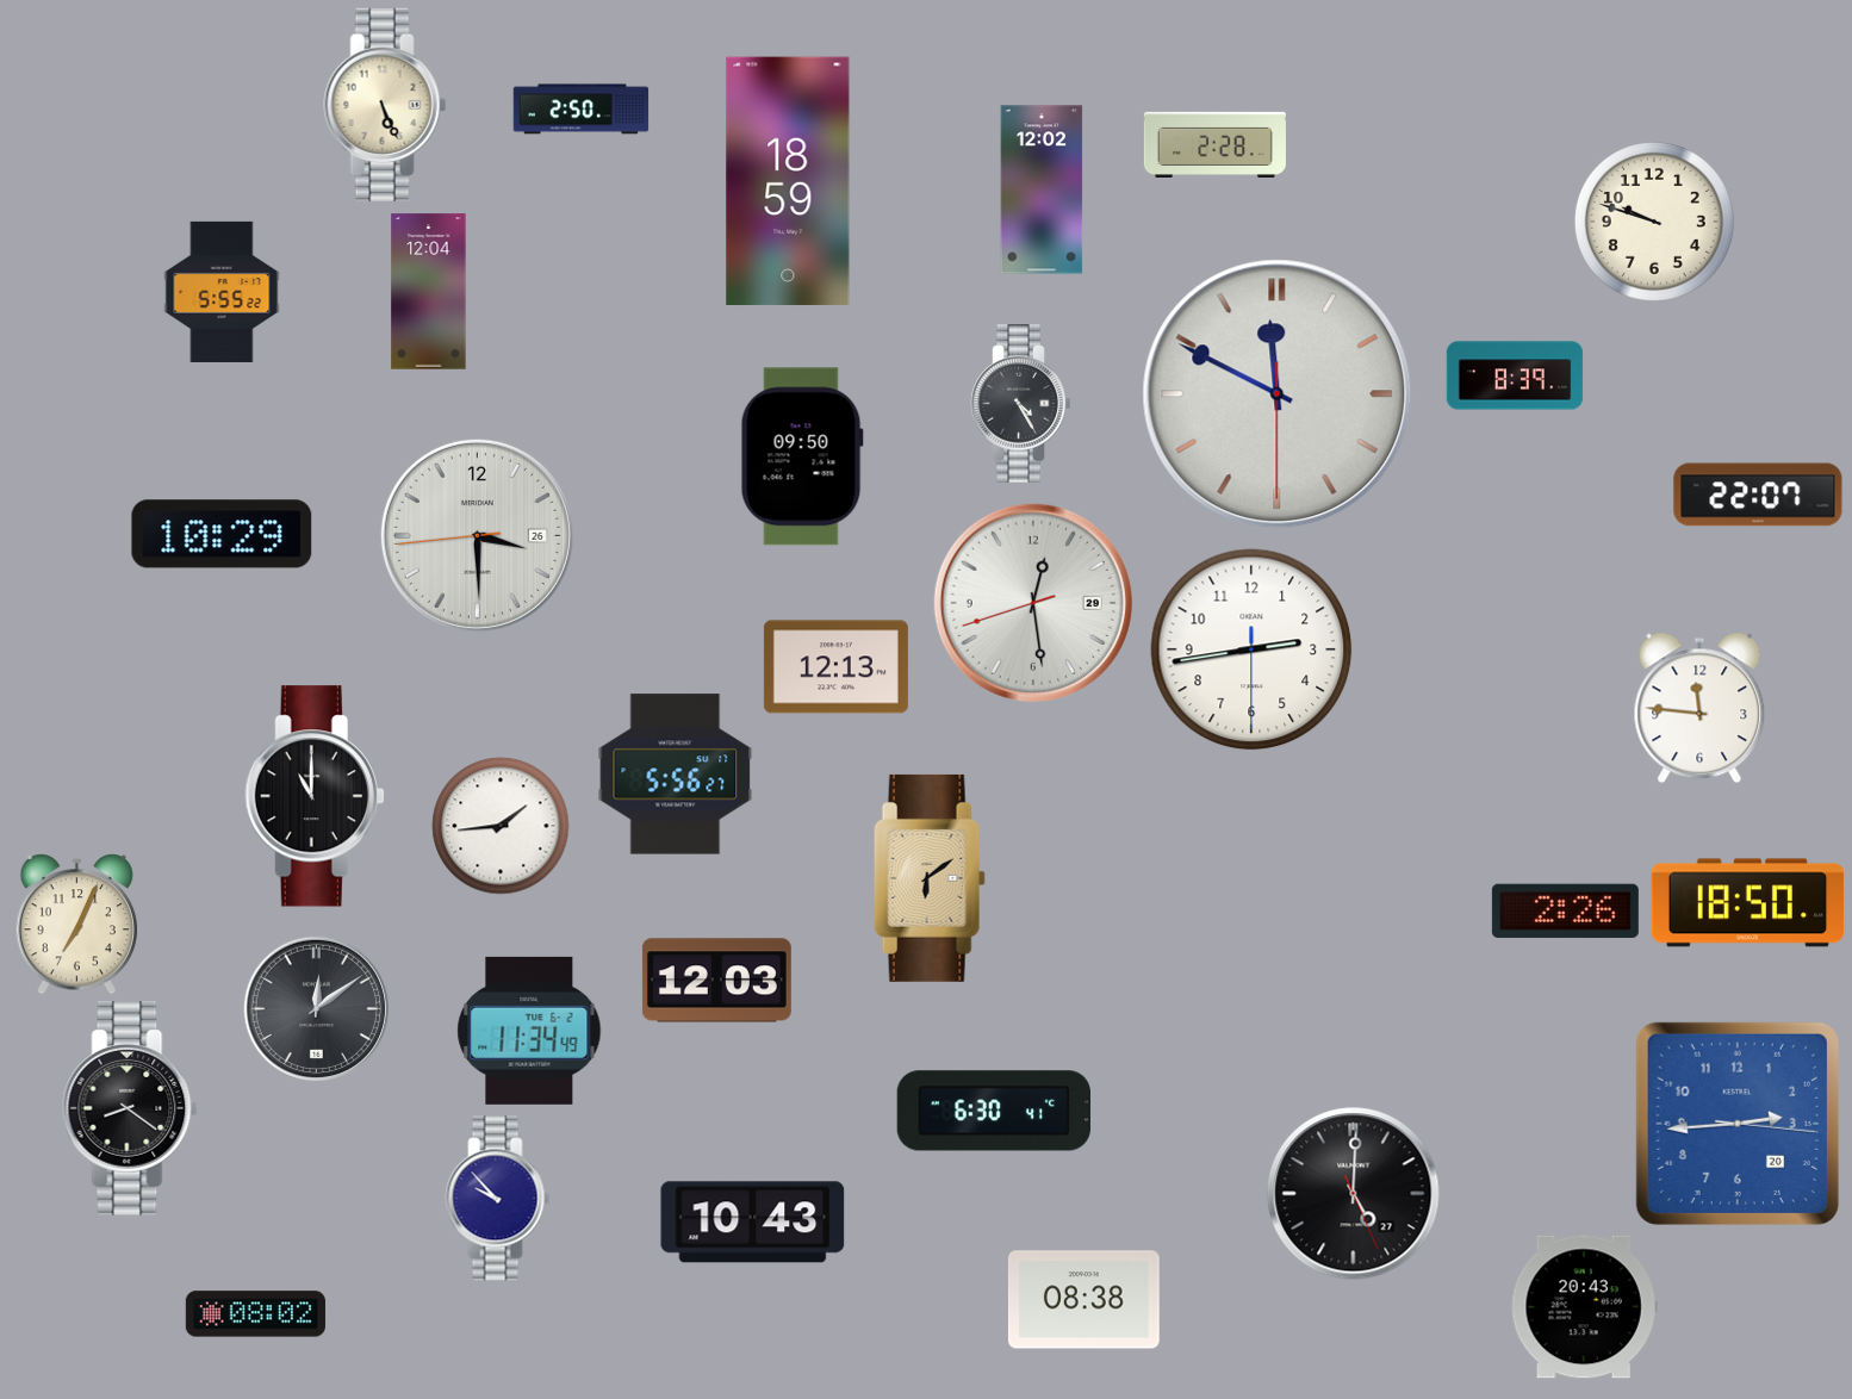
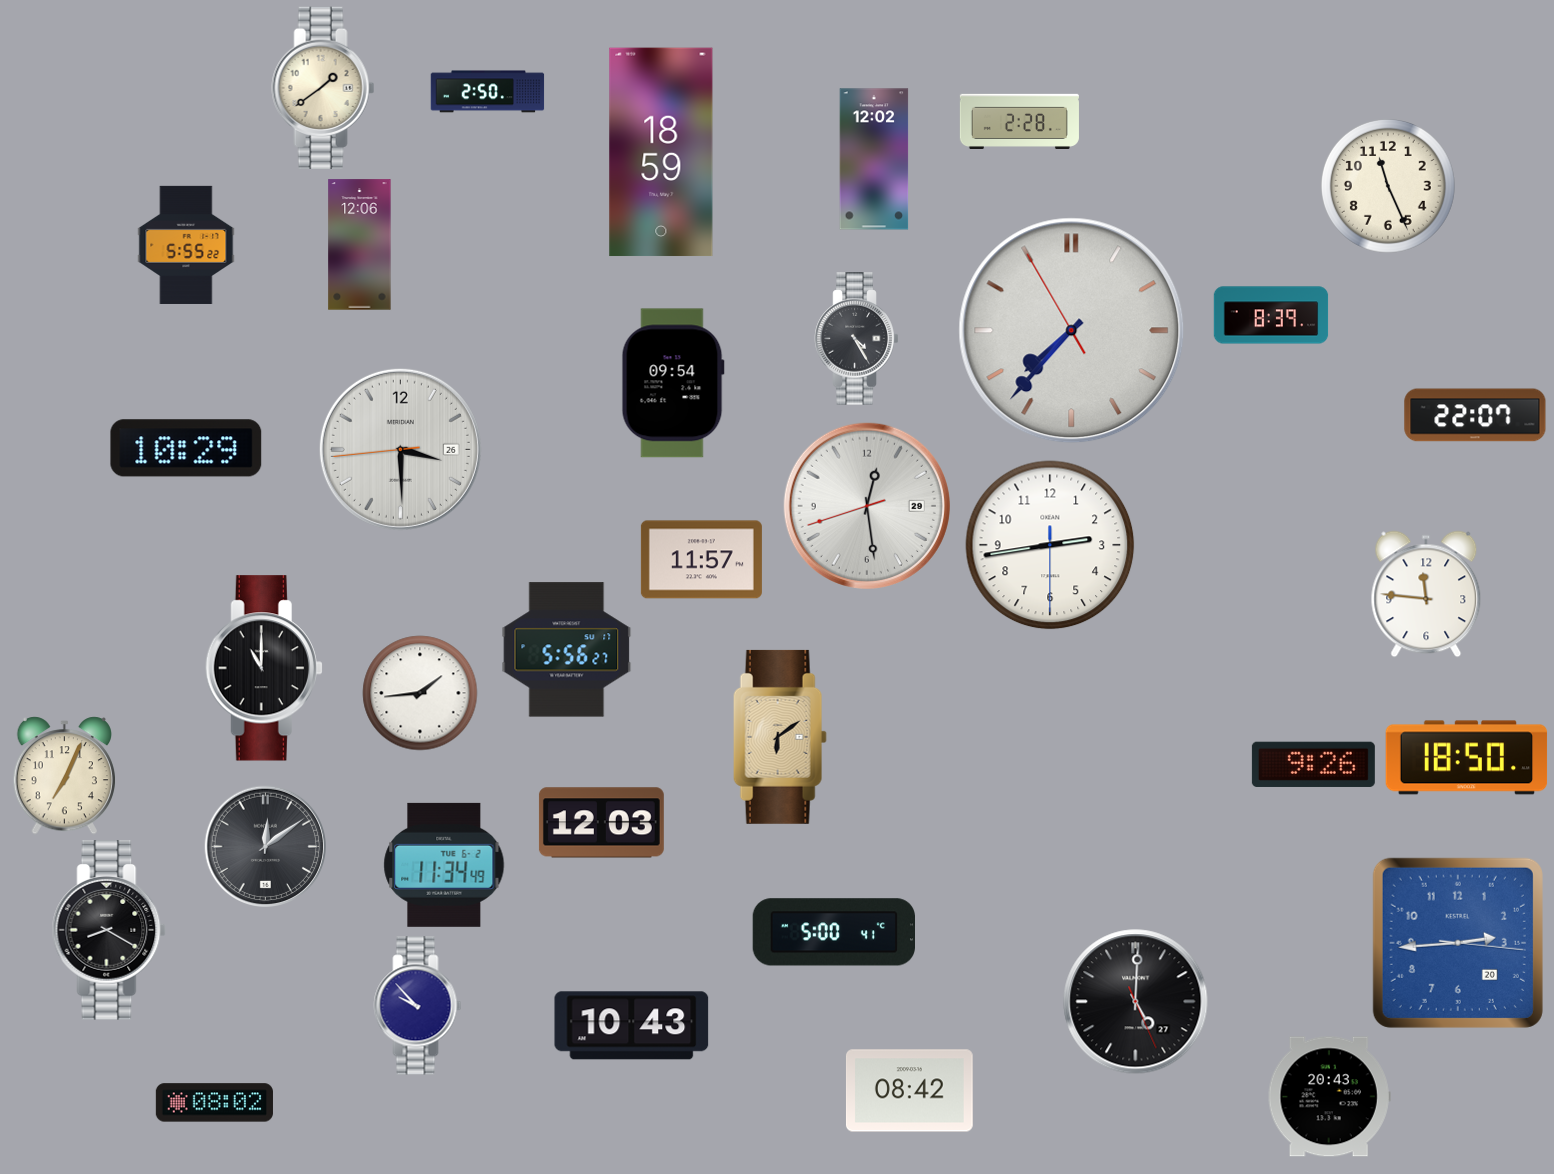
clock at (385, 104): 5:26 -> 1:39
clock at (1654, 222): 9:48 -> 11:26
clock at (429, 292): 12:04 -> 12:06
clock at (1278, 394): 11:49 -> 7:36
clock at (802, 456): 09:50 -> 09:54
clock at (835, 667): 12:13 -> 11:57
clock at (1565, 910): 2:26 -> 9:26
clock at (130, 1108): 8:21 -> 8:20
clock at (993, 1111): 6:30 -> 5:00
clock at (1083, 1300): 08:38 -> 08:42
